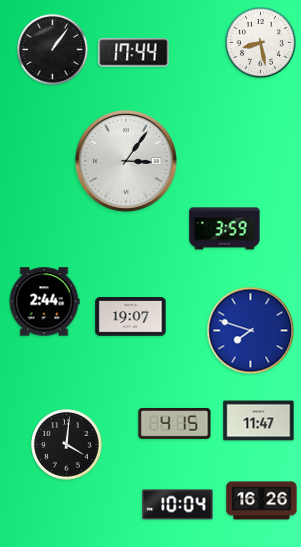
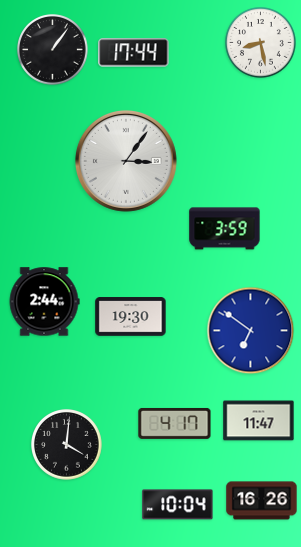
clock at (131, 317): 19:07 -> 19:30
clock at (251, 331): 7:48 -> 6:51
clock at (175, 424): 4:15 -> 4:17
